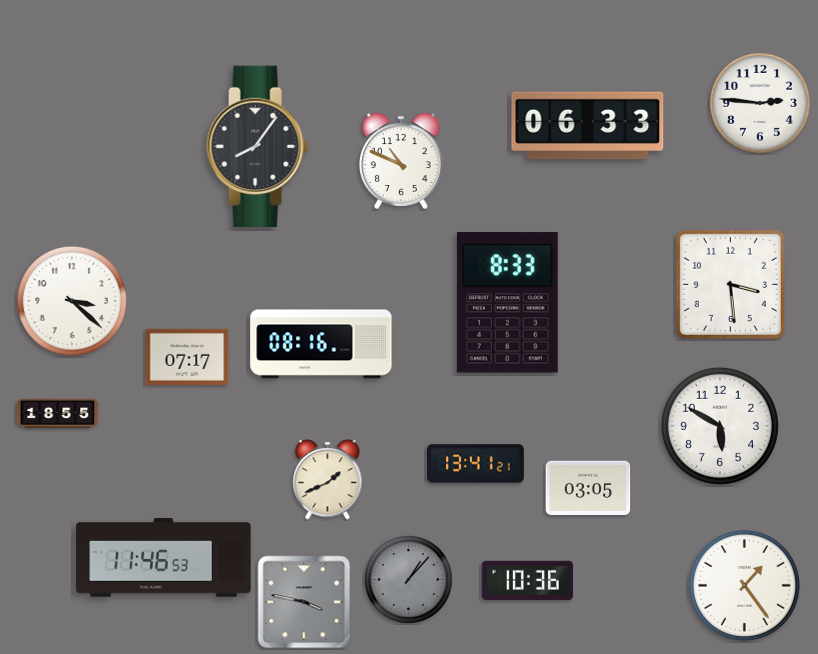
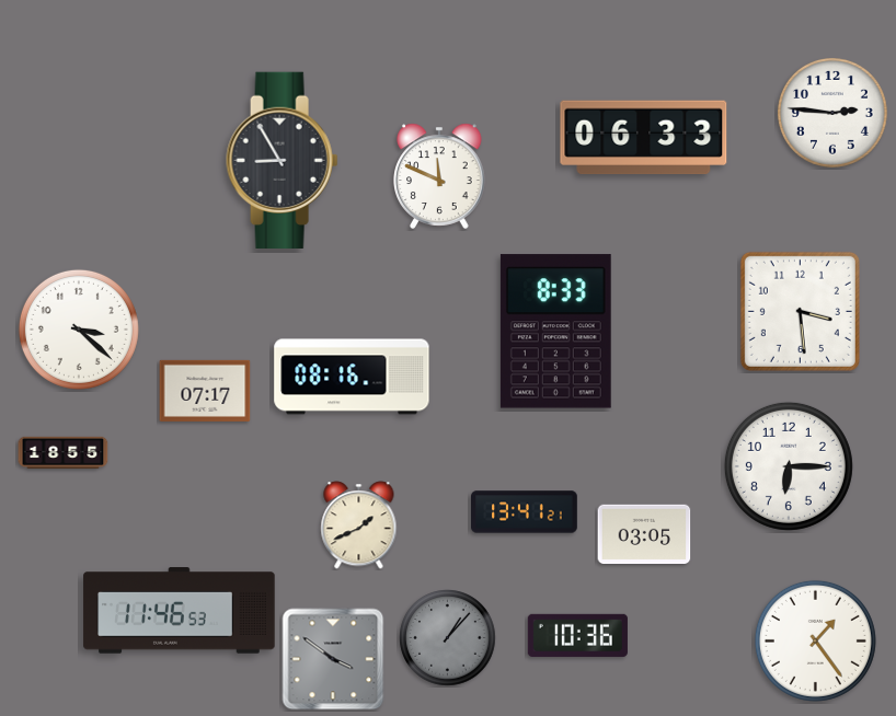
clock at (258, 146): 8:06 -> 8:55
clock at (401, 161): 10:49 -> 11:49
clock at (720, 426): 5:50 -> 6:15
clock at (476, 464) position: (476, 464) -> (525, 512)
clock at (409, 580) position: (409, 580) -> (448, 638)
clock at (304, 602): 3:47 -> 3:51
